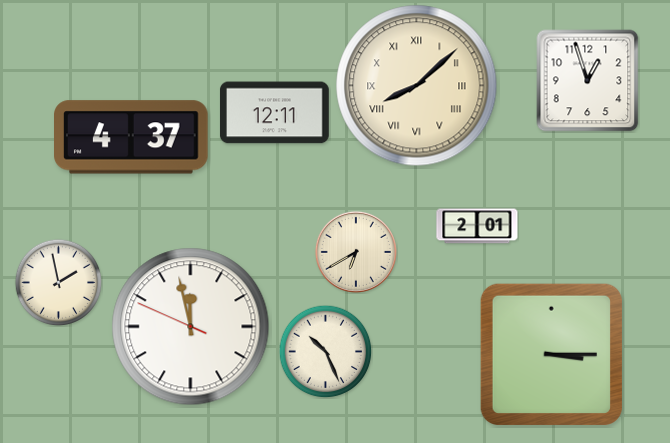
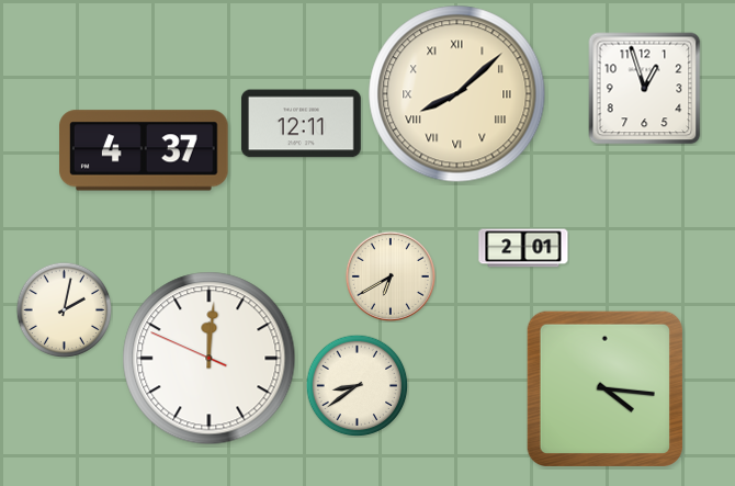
clock at (58, 282): 1:58 -> 2:02
clock at (191, 327): 11:57 -> 12:00
clock at (325, 351): 10:26 -> 8:39
clock at (551, 354): 3:15 -> 4:16
